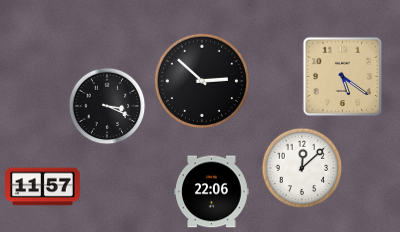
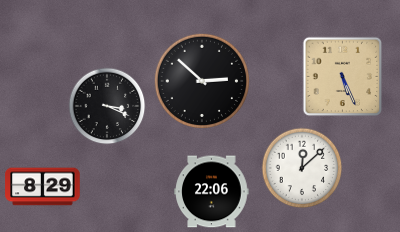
clock at (343, 77): 5:21 -> 5:26
clock at (43, 187): 11:57 -> 8:29
